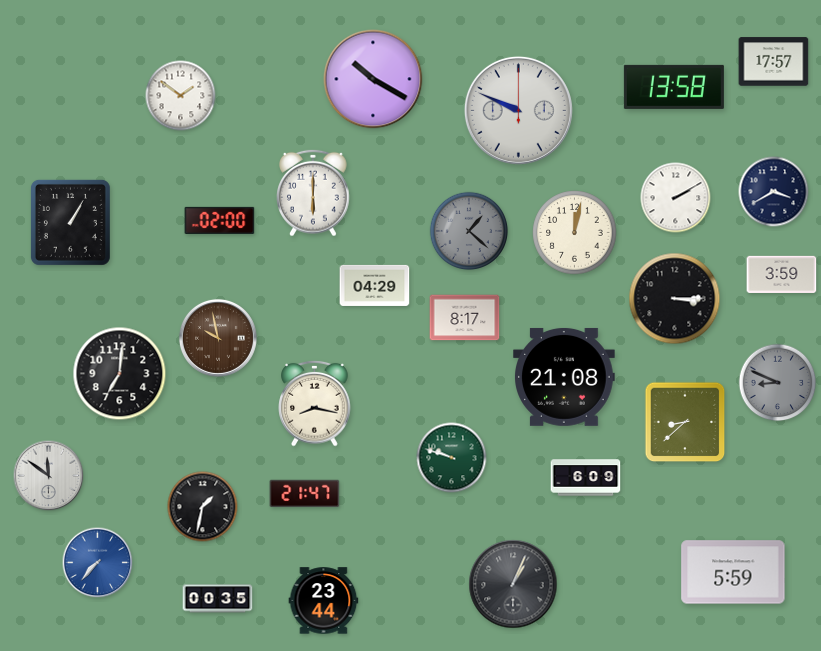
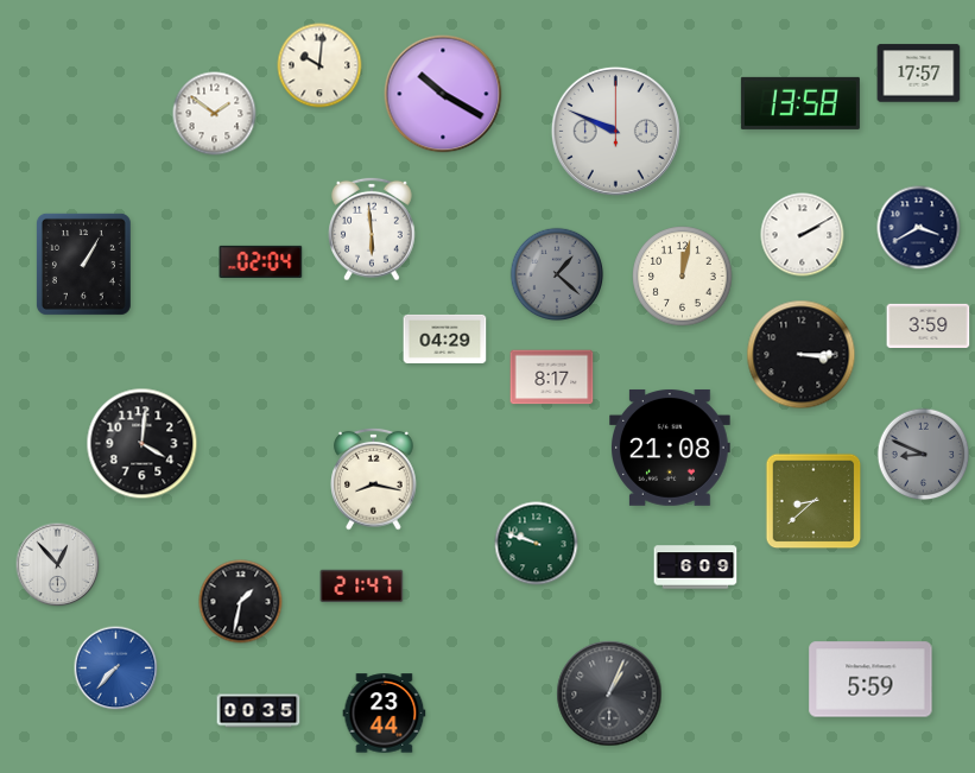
clock at (319, 65): none -> 10:01
clock at (314, 193): 6:00 -> 5:59
clock at (220, 220): 02:00 -> 02:04
clock at (218, 338): 9:58 -> none
clock at (120, 374): 7:01 -> 4:01
clock at (49, 476): 11:51 -> 12:53
